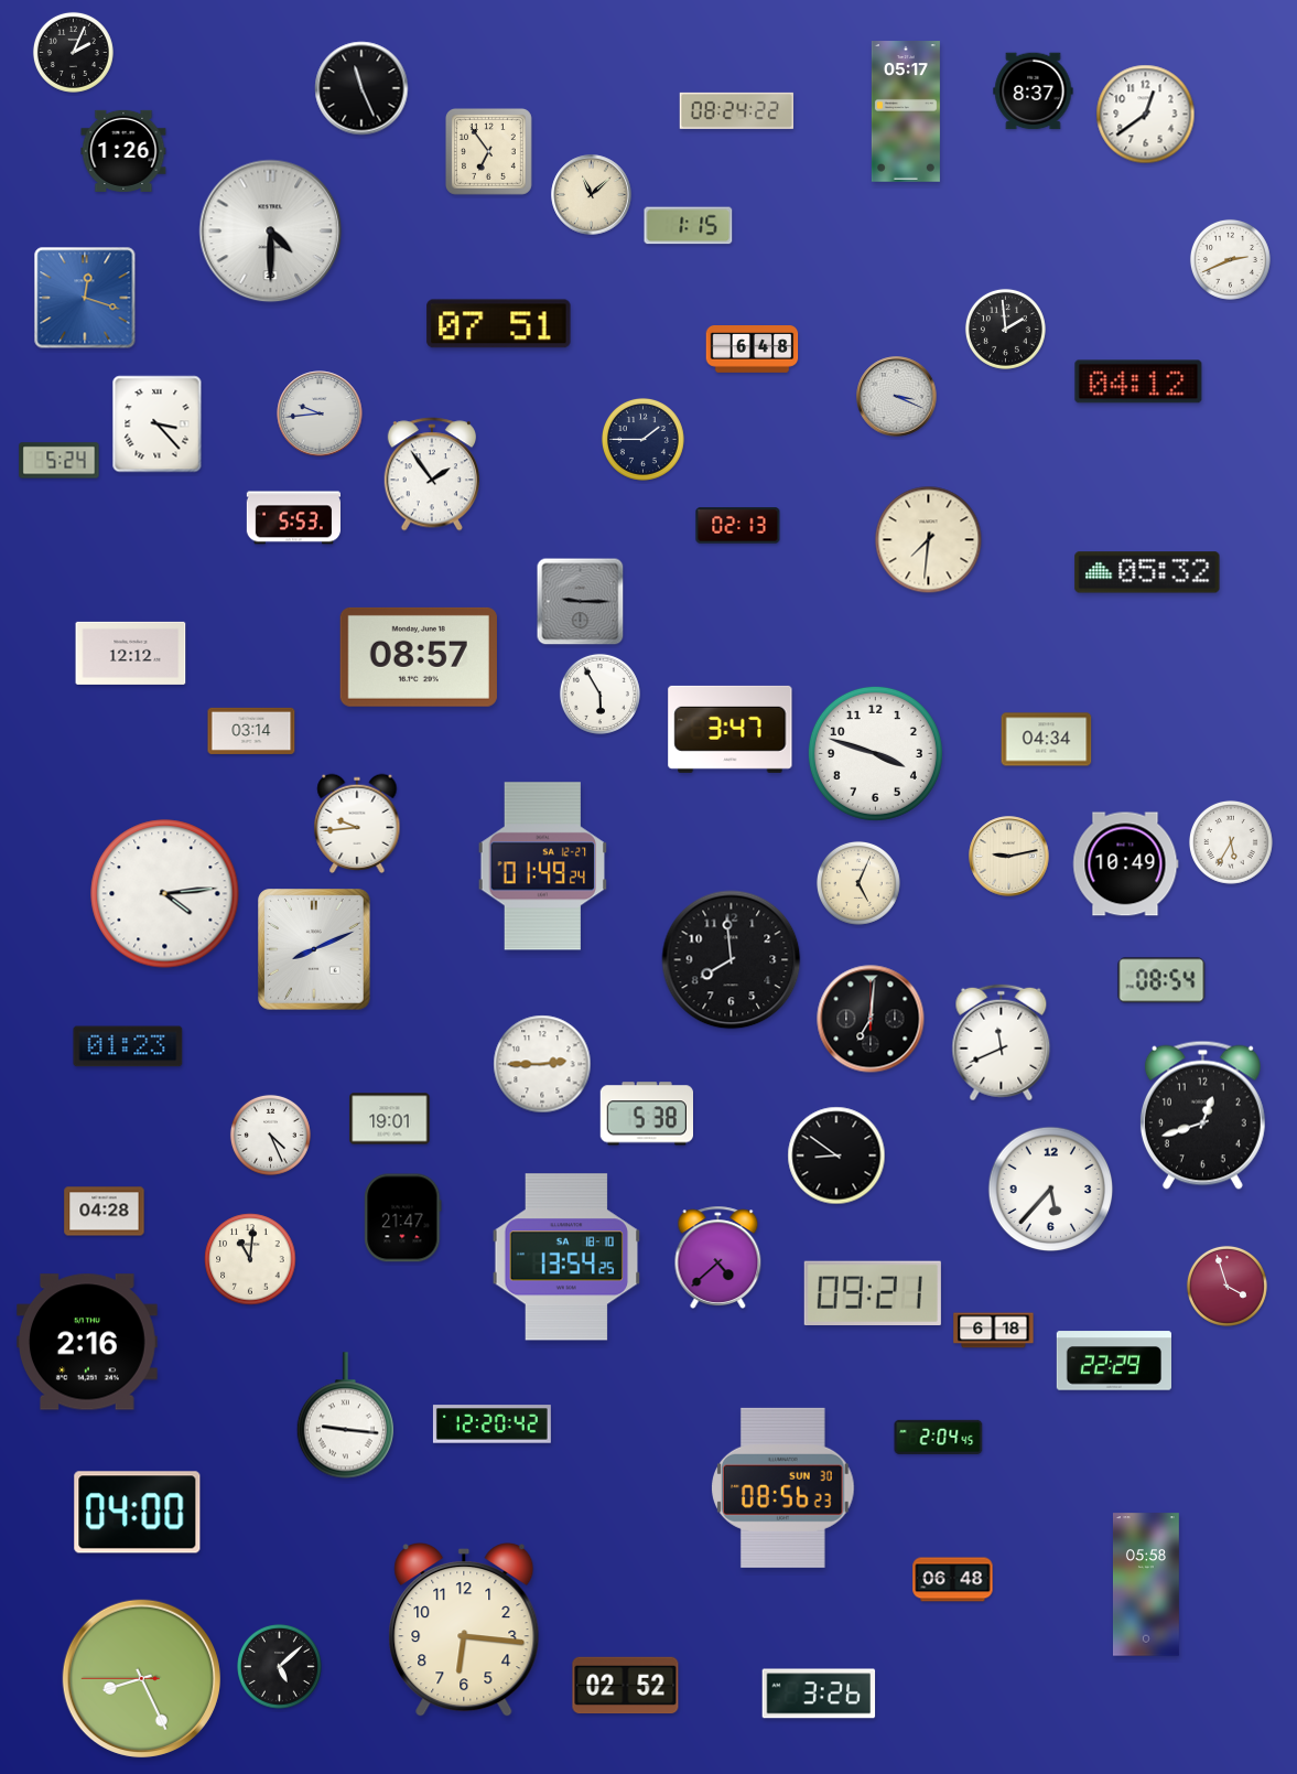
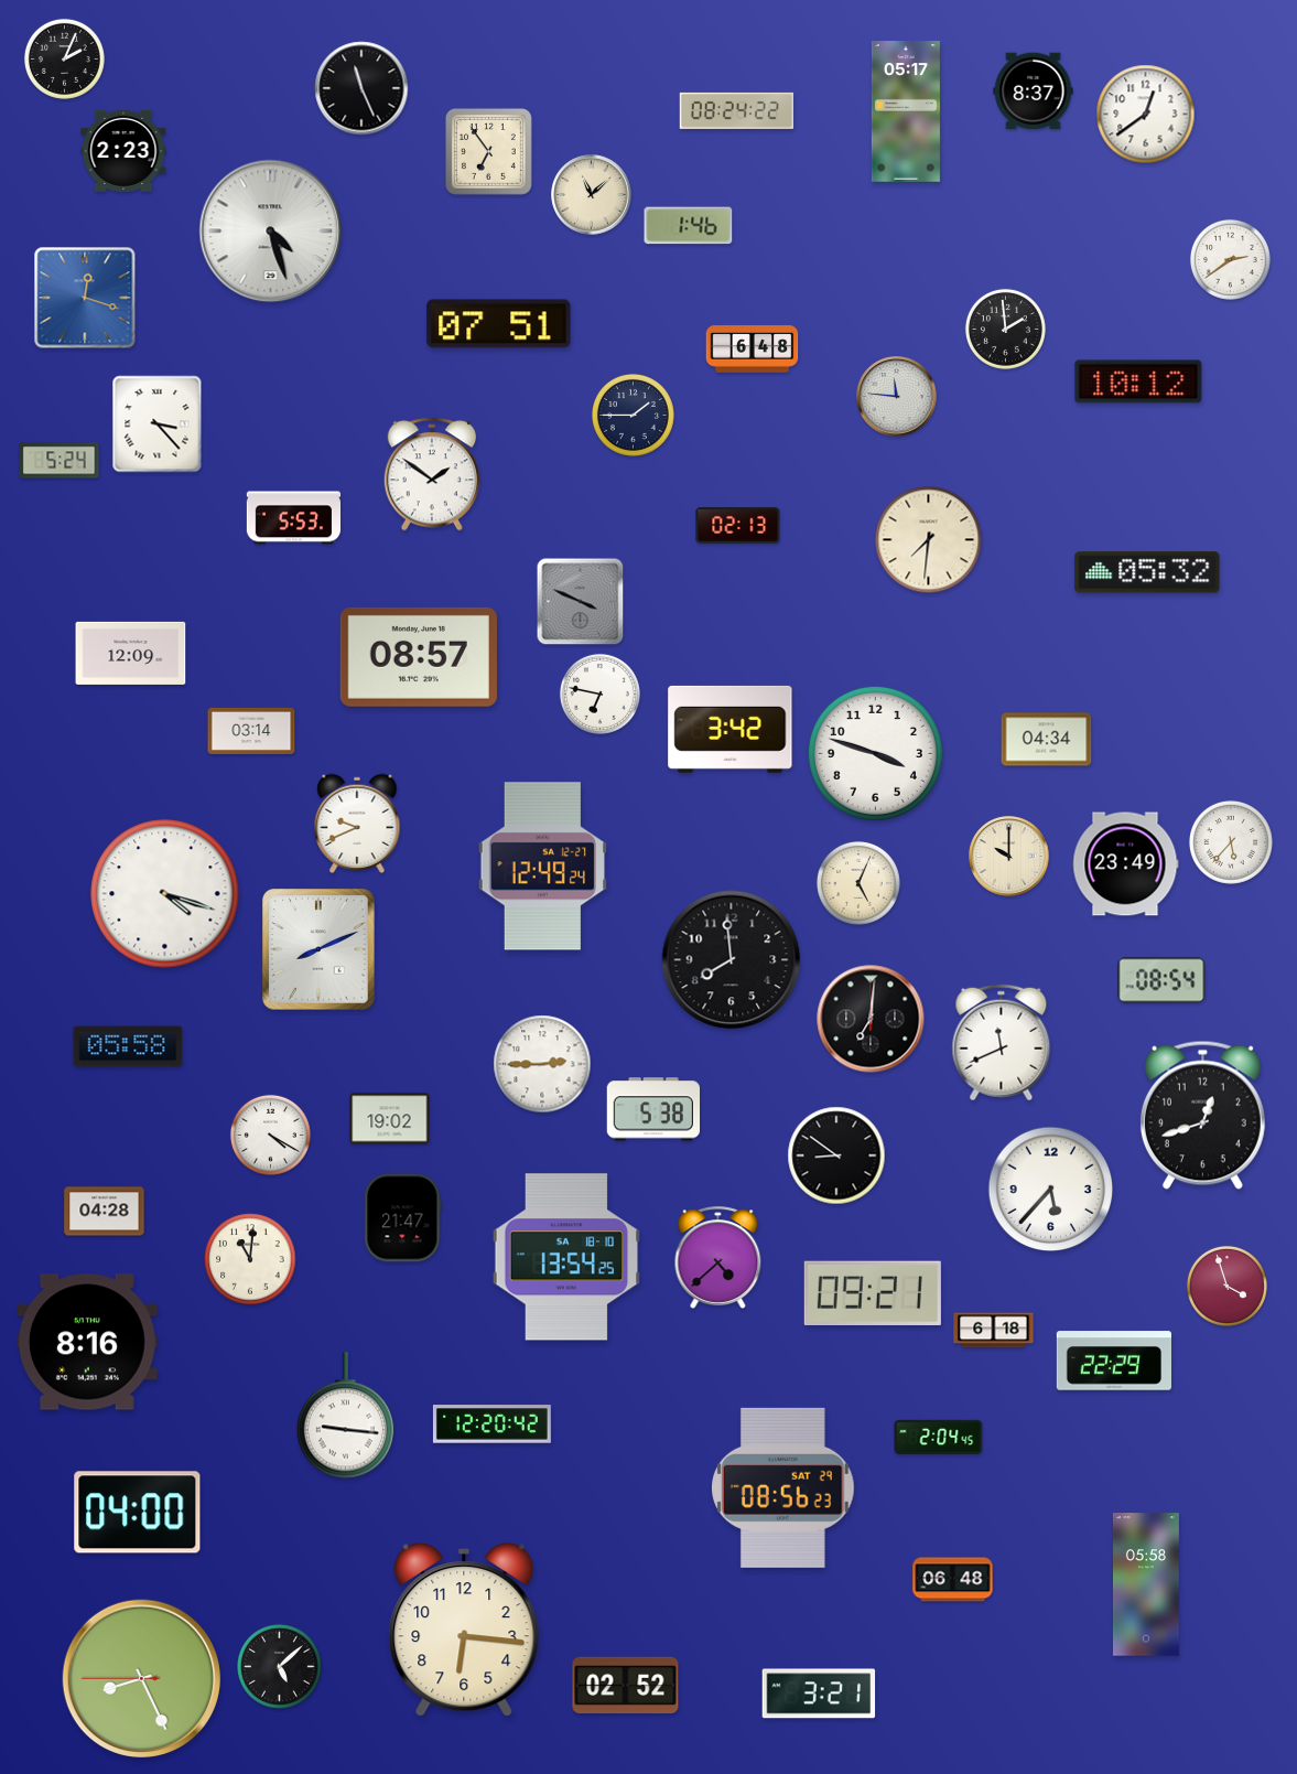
clock at (73, 52) position: (73, 52) -> (64, 58)
clock at (123, 151): 1:26 -> 2:23
clock at (689, 226): 1:15 -> 1:46
clock at (271, 232): 4:30 -> 4:27
clock at (1230, 259): 2:41 -> 2:39
clock at (1138, 381): 04:12 -> 10:12
clock at (897, 397): 3:19 -> 11:46
clock at (320, 413): 9:44 -> none
clock at (642, 439) position: (642, 439) -> (633, 415)
clock at (431, 474): 1:54 -> 1:51
clock at (581, 602): 9:15 -> 3:49
clock at (131, 653): 12:12 -> 12:09
clock at (599, 694): 5:55 -> 6:47
clock at (731, 729): 3:47 -> 3:42
clock at (357, 824): 9:44 -> 9:41
clock at (1231, 842): 5:35 -> 5:37
clock at (1009, 857): 9:13 -> 10:00
clock at (1126, 864): 10:49 -> 23:49
clock at (542, 867): 01:49 -> 12:49
clock at (165, 894): 4:14 -> 4:18
clock at (314, 949) position: (314, 949) -> (318, 949)
clock at (128, 1046): 01:23 -> 05:58
clock at (646, 1114) position: (646, 1114) -> (652, 1109)
clock at (390, 1119): 19:01 -> 19:02
clock at (270, 1135): 4:26 -> 4:20
clock at (88, 1342): 2:16 -> 8:16
clock at (783, 1487) date: SUN 30 -> SAT 29
clock at (819, 1694): 3:26 -> 3:21
